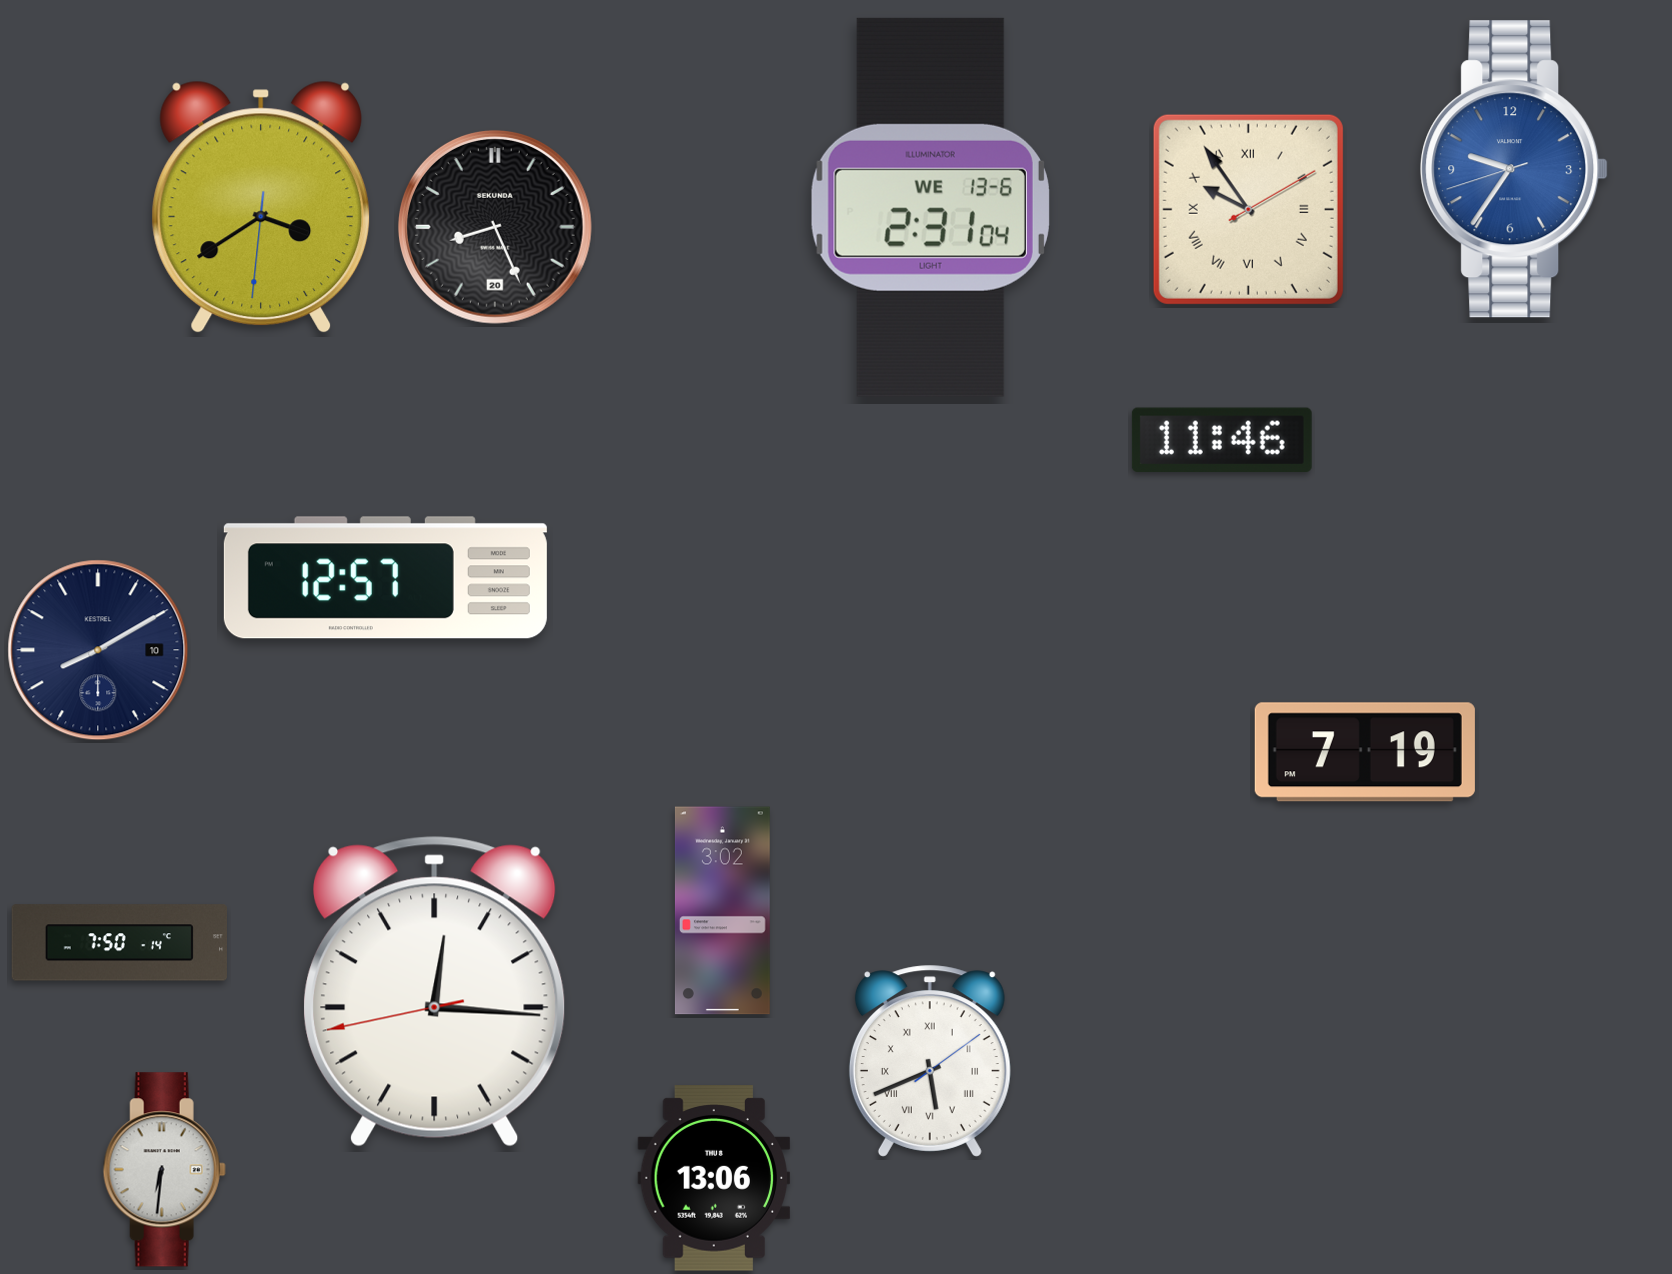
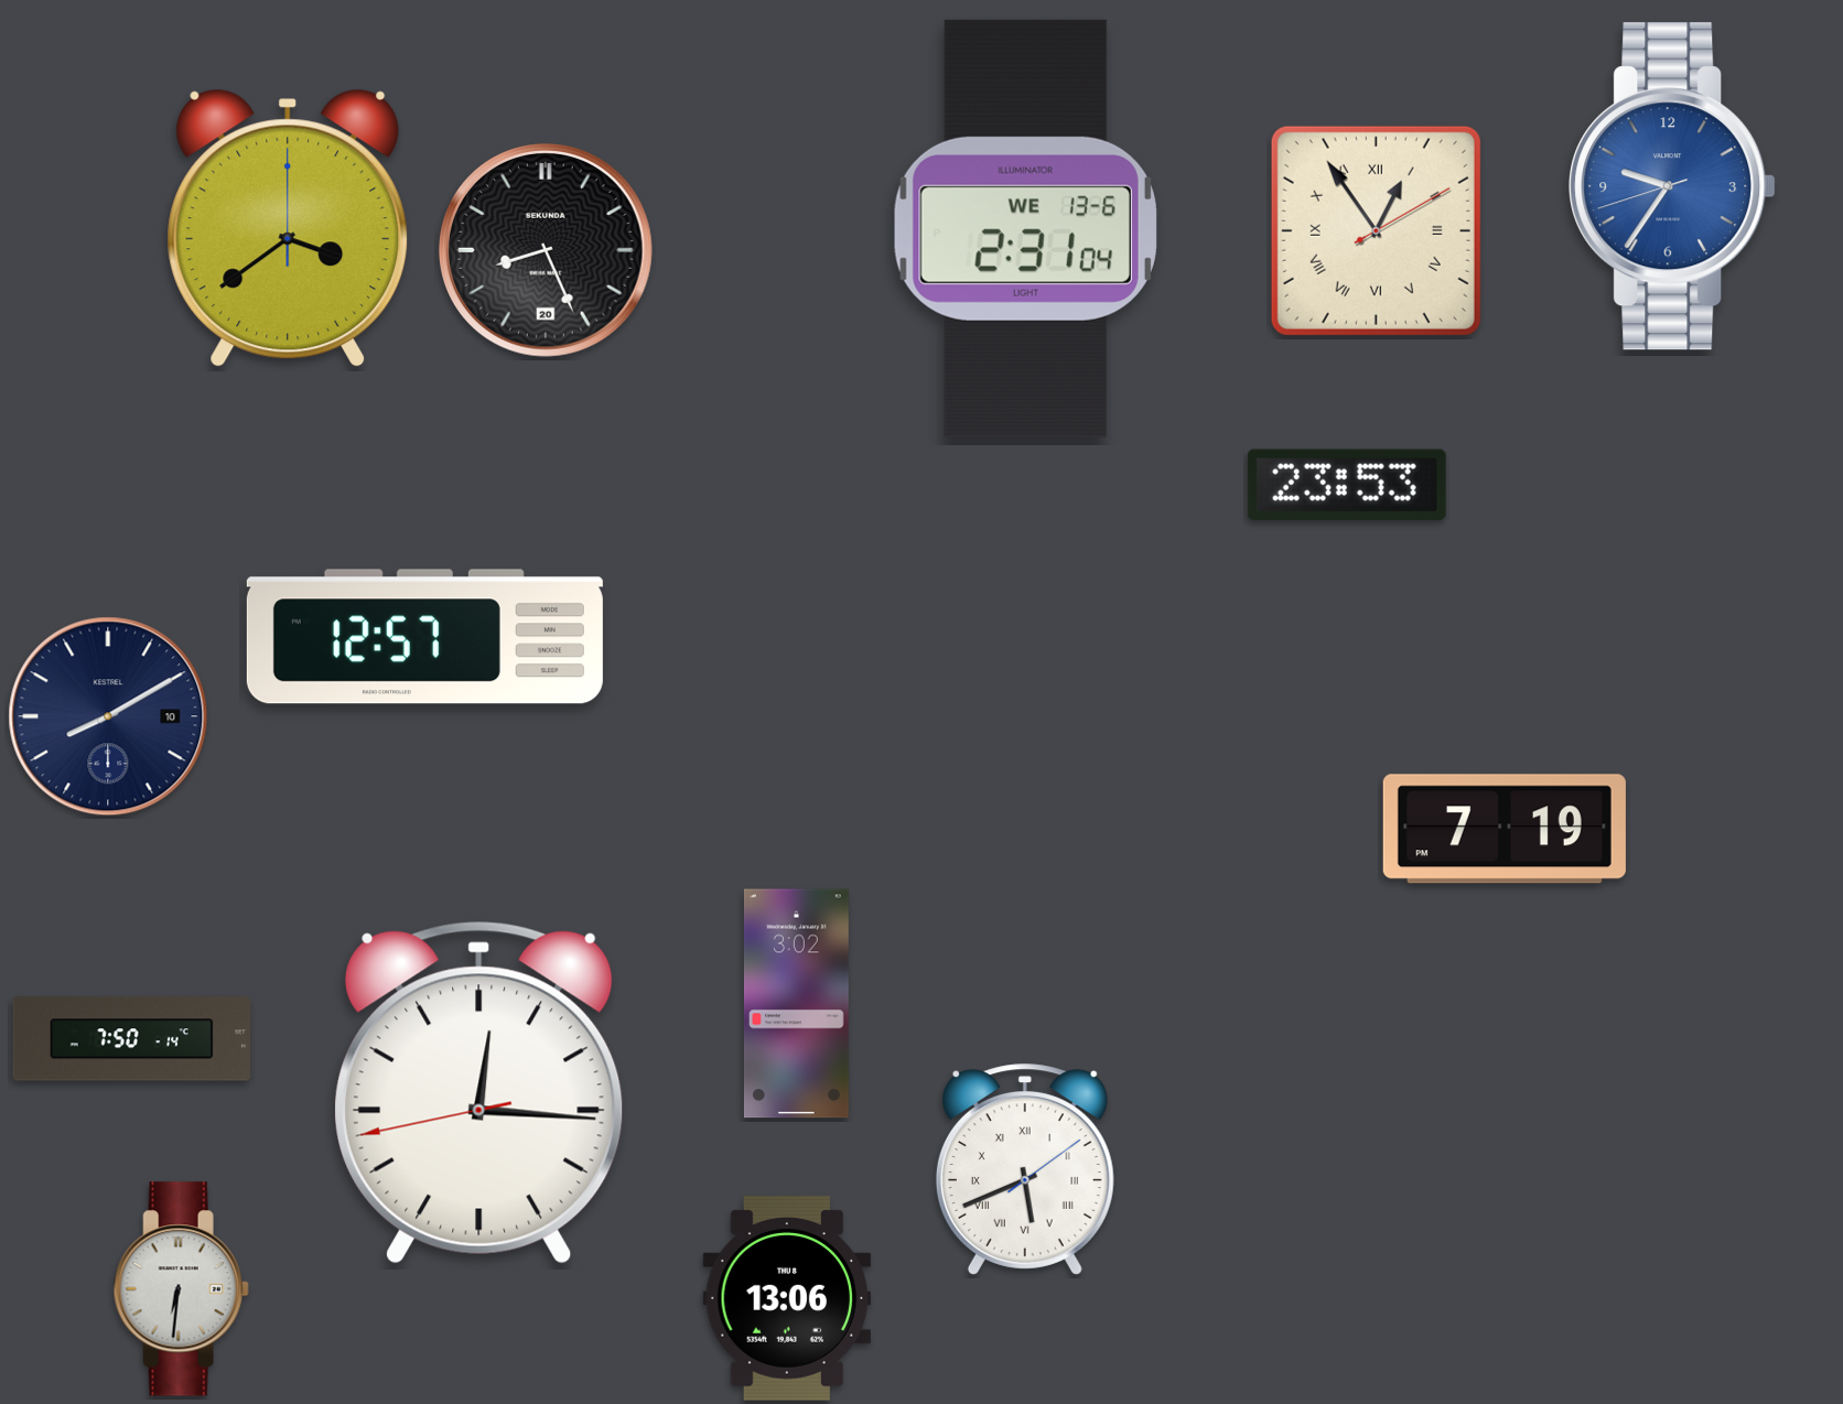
clock at (1514, 169) position: (1514, 169) -> (1672, 186)
clock at (261, 207): 3:39:31 -> 3:39:00
clock at (1248, 209): 9:54 -> 12:54
clock at (1222, 440): 11:46 -> 23:53
